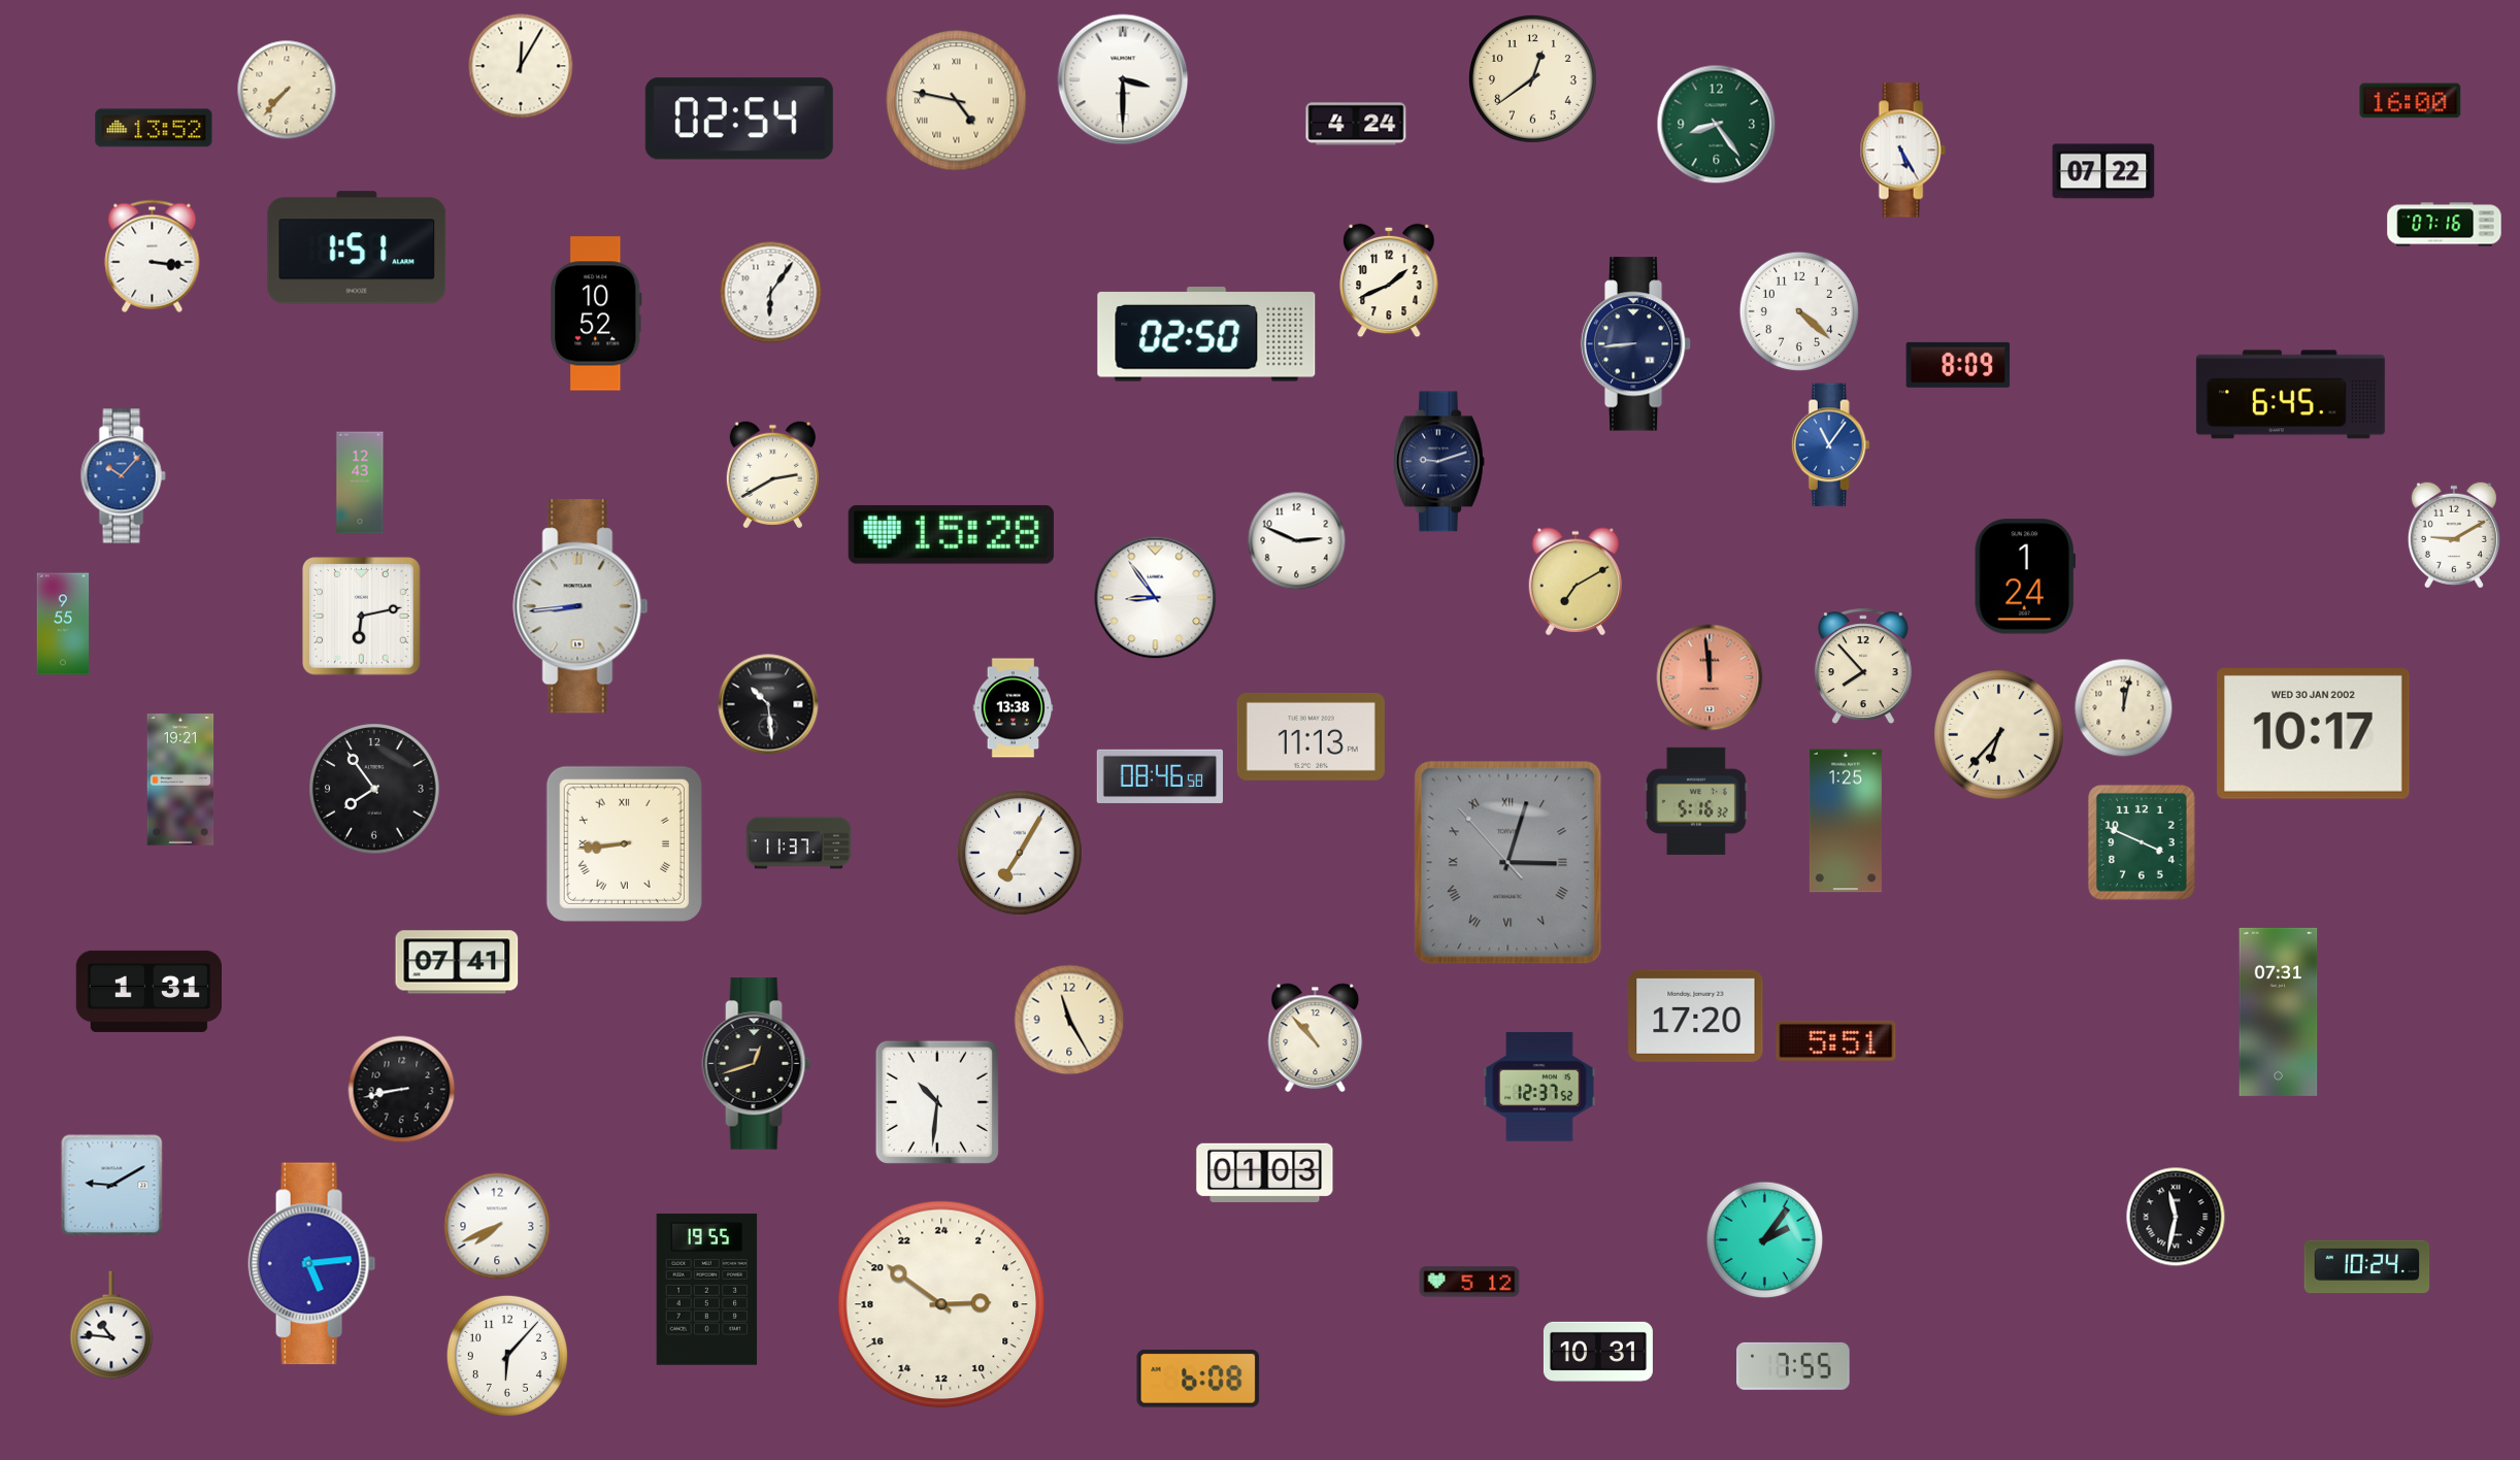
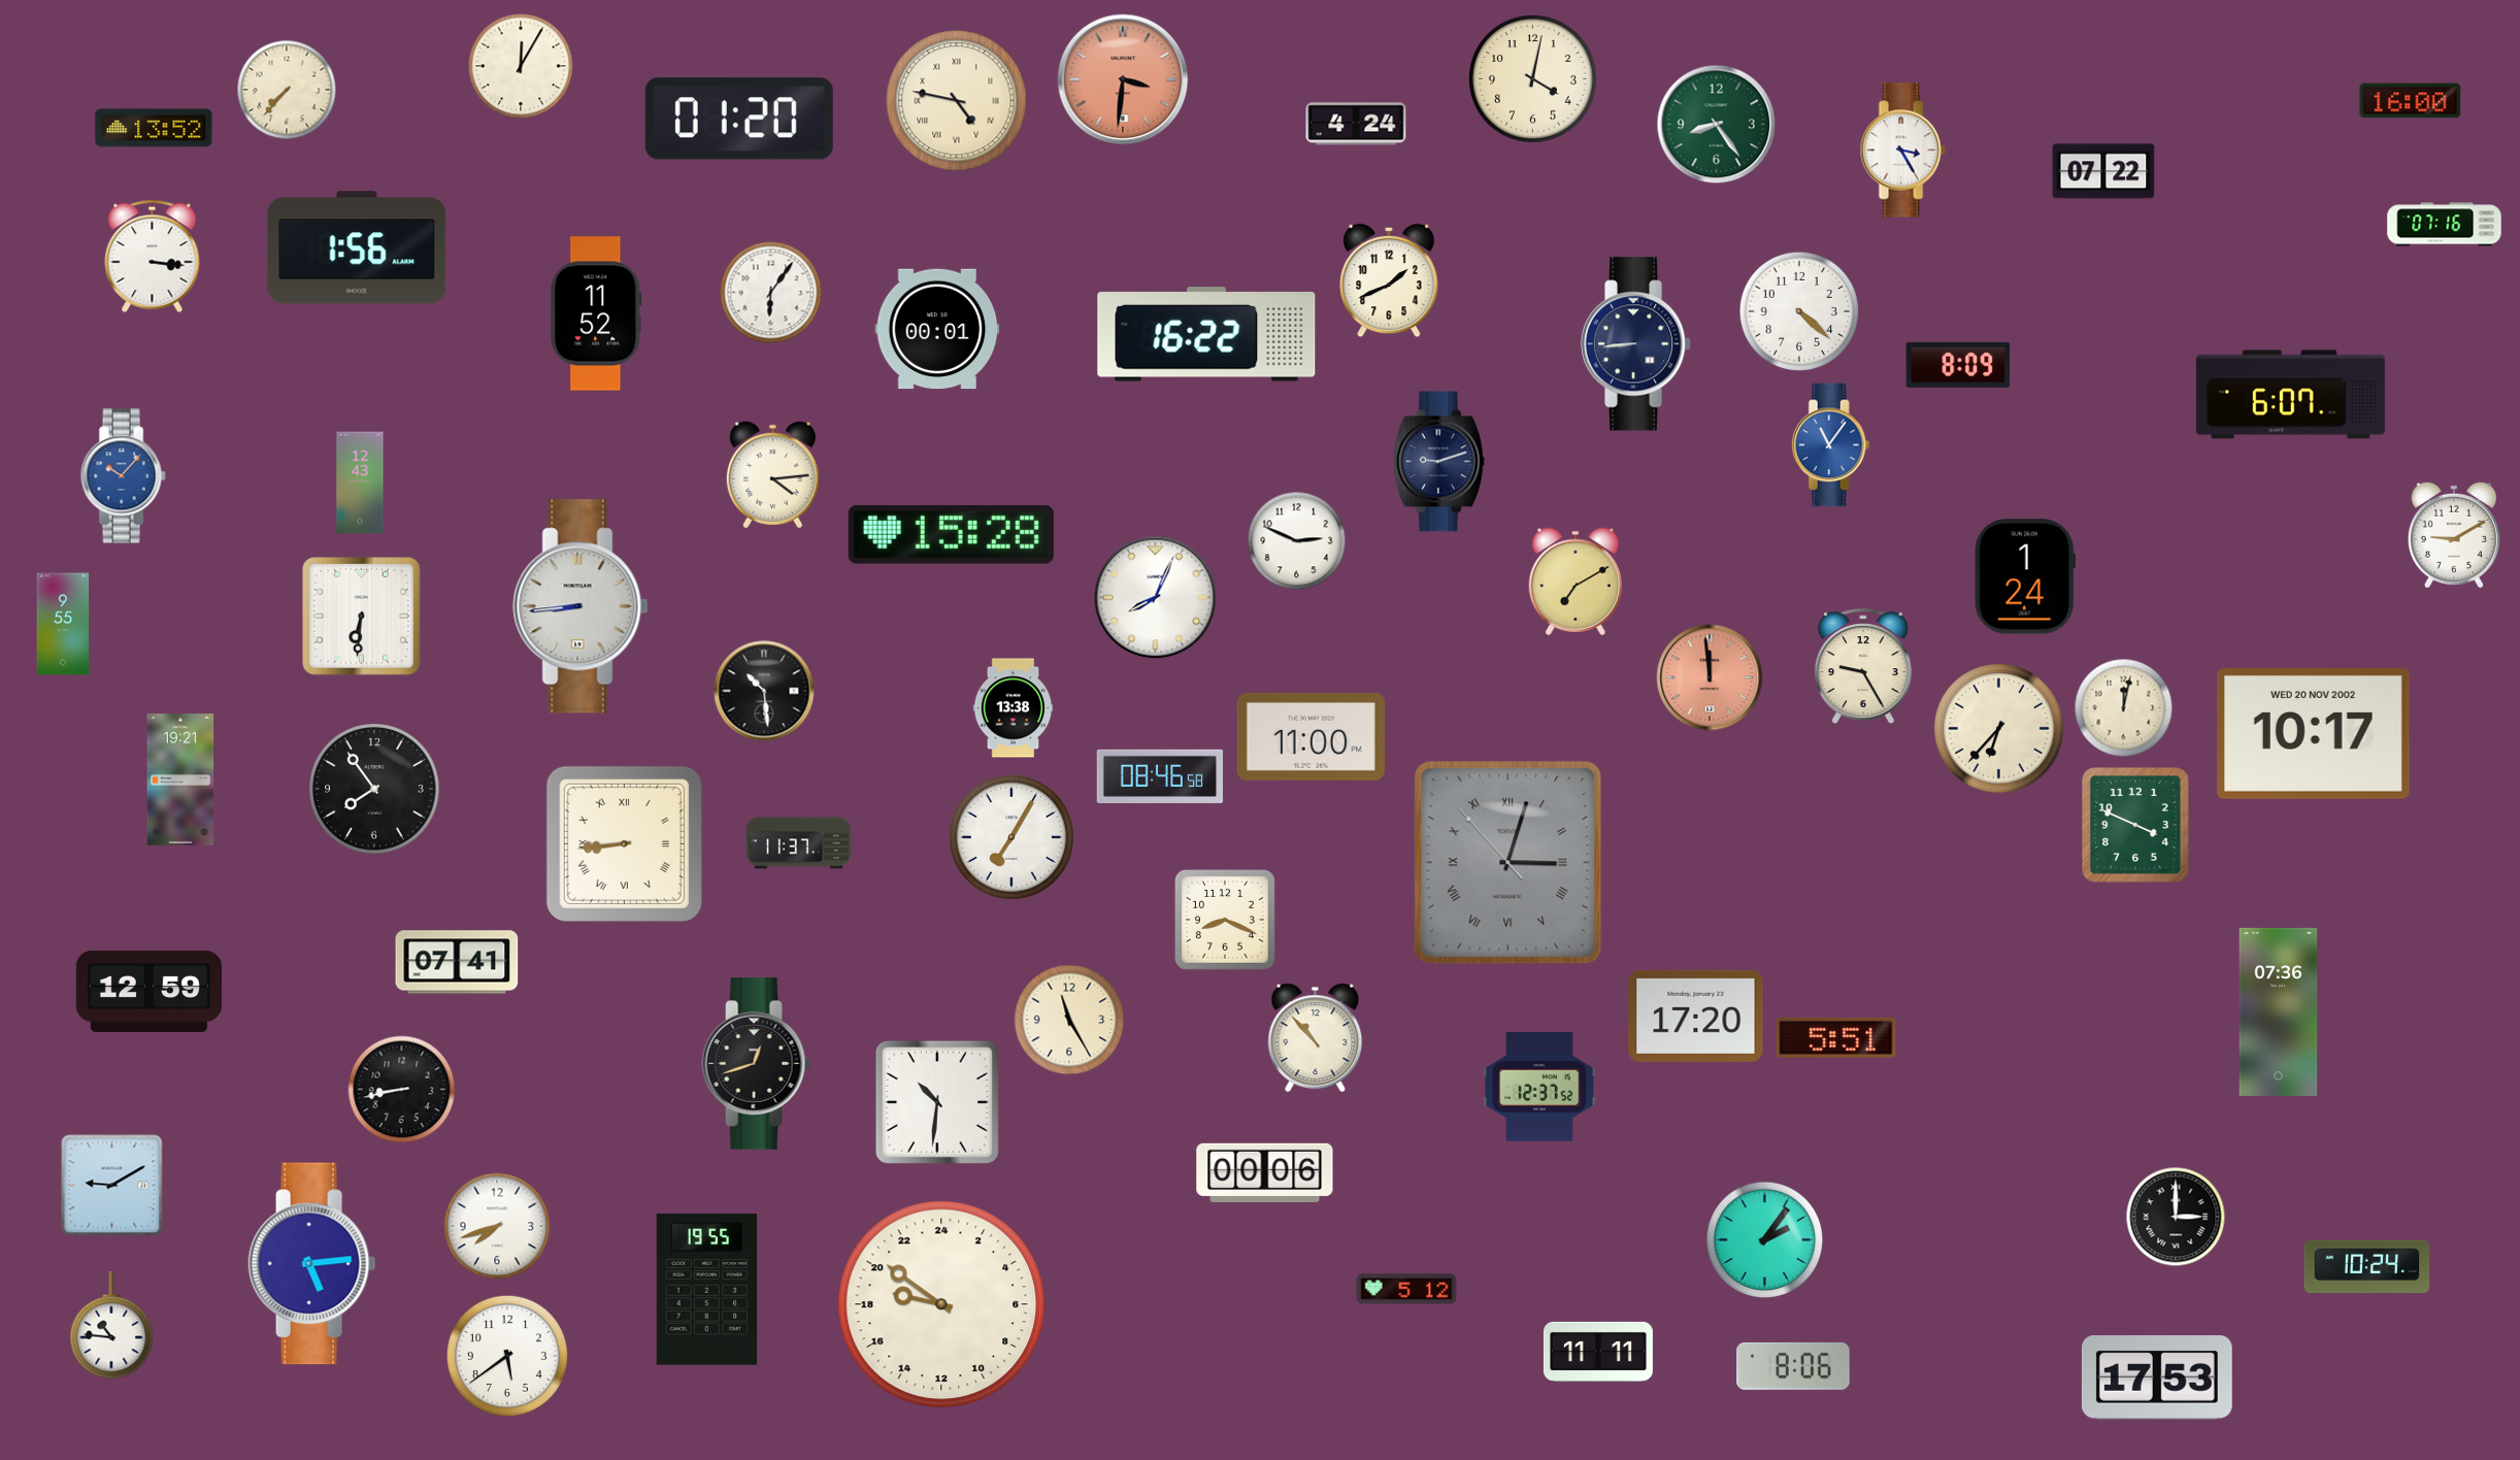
clock at (1532, 78): 12:39 -> 4:02
clock at (1123, 79): 3:30 -> 3:31
clock at (1123, 79) dial: white -> salmon
clock at (739, 119): 02:54 -> 01:20
clock at (1902, 151): 5:25 -> 3:25
clock at (357, 247): 1:51 -> 1:56
clock at (596, 313): 10:52 -> 11:52
clock at (937, 329): none -> 00:01
clock at (1206, 334): 02:50 -> 16:22
clock at (2290, 395): 6:45 -> 6:07
clock at (772, 475): 2:40 -> 4:14
clock at (1156, 598): 8:54 -> 8:04
clock at (362, 617): 6:13 -> 6:31
clock at (1863, 667): 7:53 -> 9:25
clock at (768, 704) position: (768, 704) -> (764, 691)
clock at (2314, 733) date: WED 30 JAN 2002 -> WED 20 NOV 2002
clock at (1999, 735) position: (1999, 735) -> (1999, 729)
clock at (1311, 736): 11:13 -> 11:00
clock at (1696, 801): 5:16 -> none
clock at (1846, 821): 1:25 -> none
clock at (2142, 842) position: (2142, 842) -> (2135, 825)
clock at (1020, 853) position: (1020, 853) -> (1012, 837)
clock at (1225, 920): none -> 8:19
clock at (148, 991): 1:31 -> 12:59
clock at (2279, 1011): 07:31 -> 07:36
clock at (1836, 1040) position: (1836, 1040) -> (1836, 1037)
clock at (1265, 1172): 01:03 -> 00:06
clock at (2176, 1217): 11:32 -> 3:00
clock at (497, 1226): 7:41 -> 7:42
clock at (1469, 1282) position: (1469, 1282) -> (1406, 1289)
clock at (941, 1304): 5:51 -> 18:51
clock at (1598, 1352): 10:31 -> 11:11
clock at (507, 1356): 6:07 -> 5:39
clock at (1793, 1366): 7:55 -> 8:06
clock at (1198, 1379): 6:08 -> none
clock at (2157, 1379): none -> 17:53
